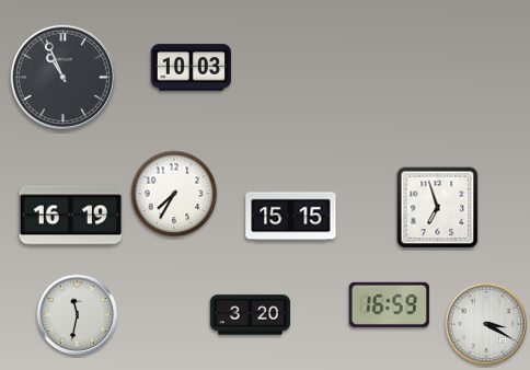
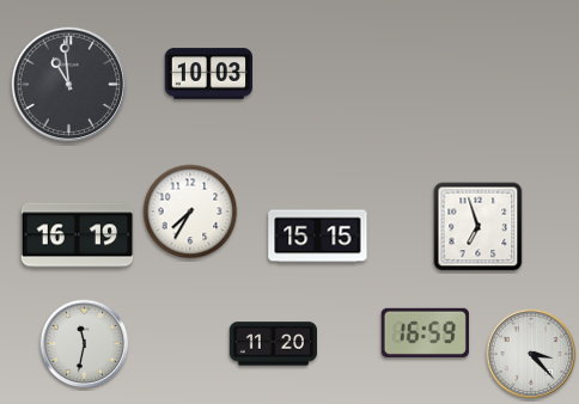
clock at (62, 77): 10:56 -> 10:59
clock at (250, 315): 3:20 -> 11:20
clock at (486, 324): 3:20 -> 3:23
